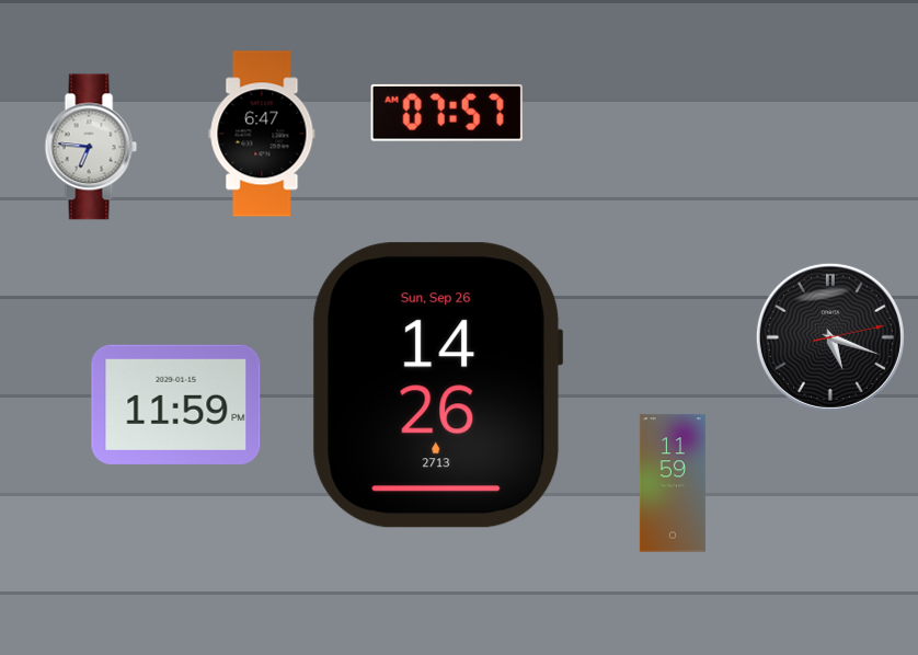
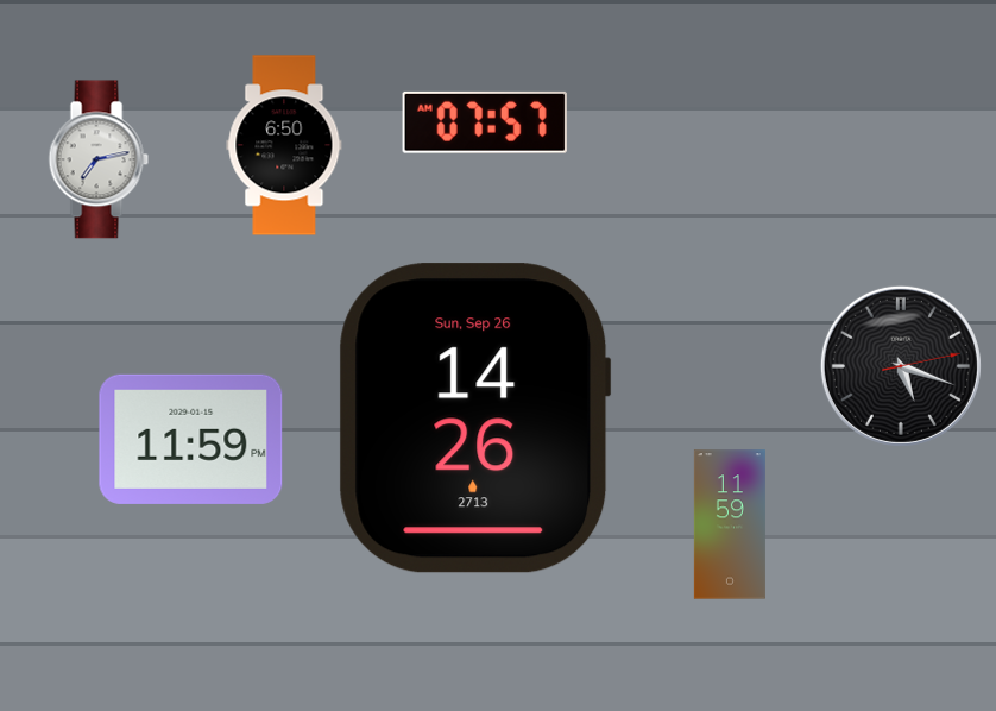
clock at (262, 134): 6:47 -> 6:50
clock at (91, 147): 6:46 -> 7:13
